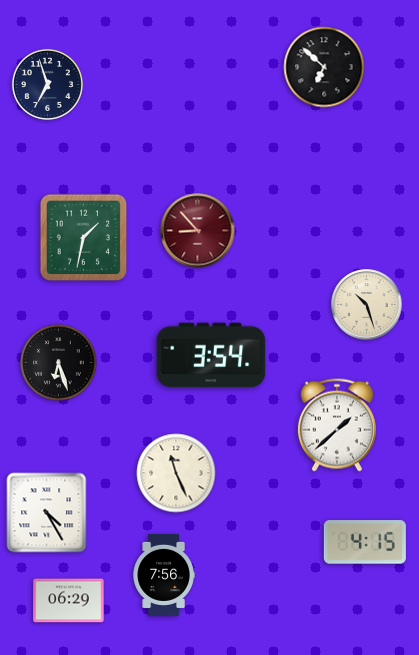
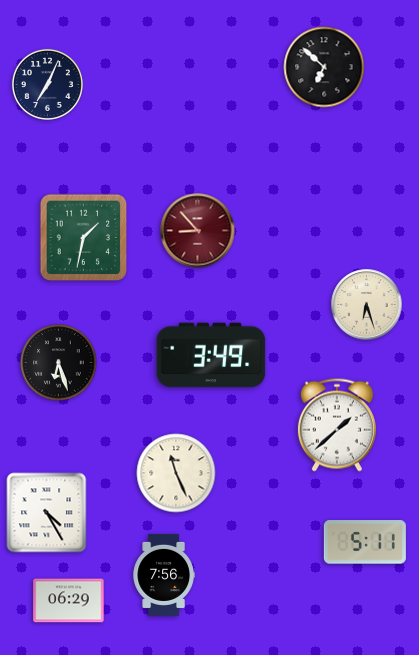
clock at (47, 84): 6:57 -> 7:04
clock at (367, 305): 10:27 -> 6:27
clock at (211, 355): 3:54 -> 3:49
clock at (365, 542): 4:15 -> 5:11
